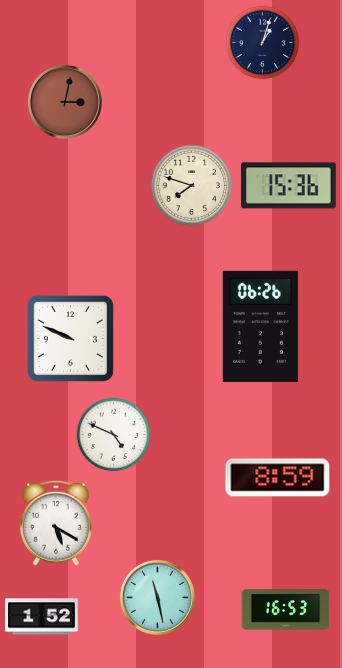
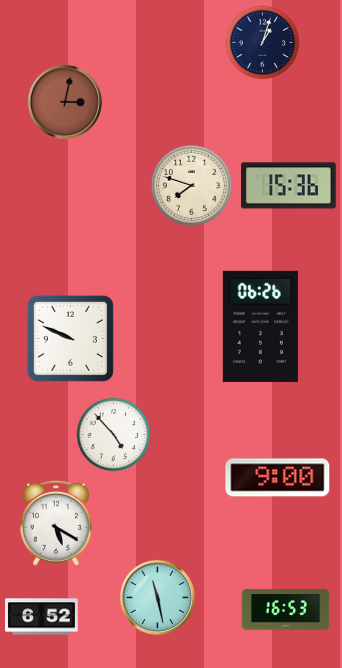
clock at (114, 435): 4:49 -> 4:53
clock at (278, 478): 8:59 -> 9:00
clock at (42, 617): 1:52 -> 6:52
